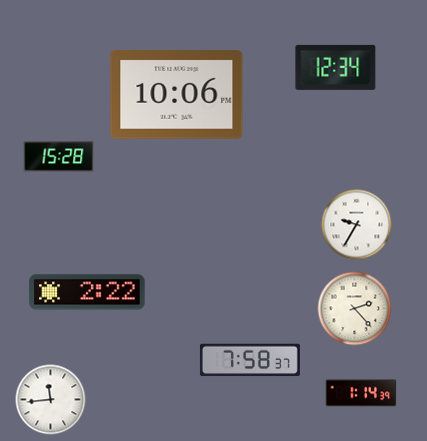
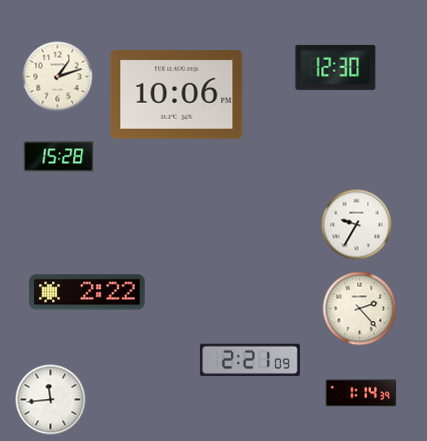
clock at (336, 67): 12:34 -> 12:30
clock at (58, 77): none -> 1:12
clock at (355, 309) position: (355, 309) -> (360, 309)
clock at (250, 360): 7:58 -> 2:21
